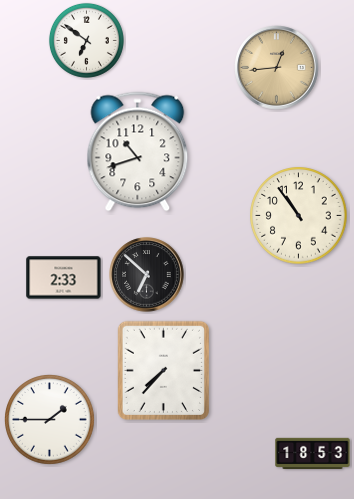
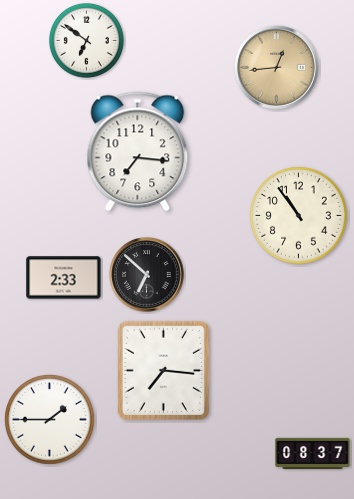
clock at (138, 152): 10:42 -> 7:16
clock at (163, 370): 7:37 -> 7:16
clock at (313, 453): 18:53 -> 08:37
